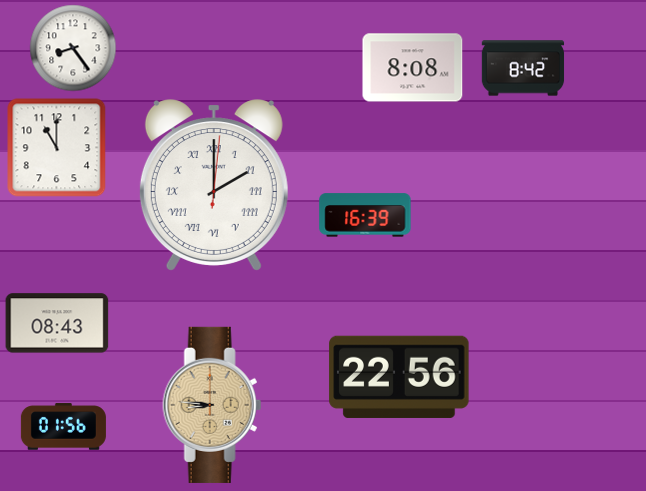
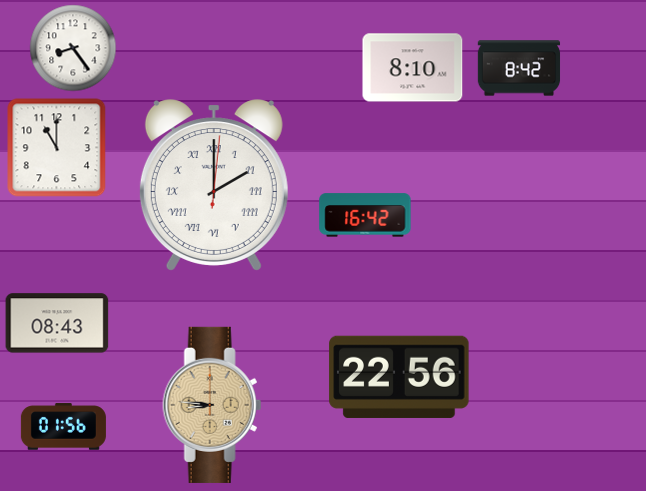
clock at (413, 68): 8:08 -> 8:10
clock at (523, 68) position: (523, 68) -> (519, 68)
clock at (365, 215): 16:39 -> 16:42
